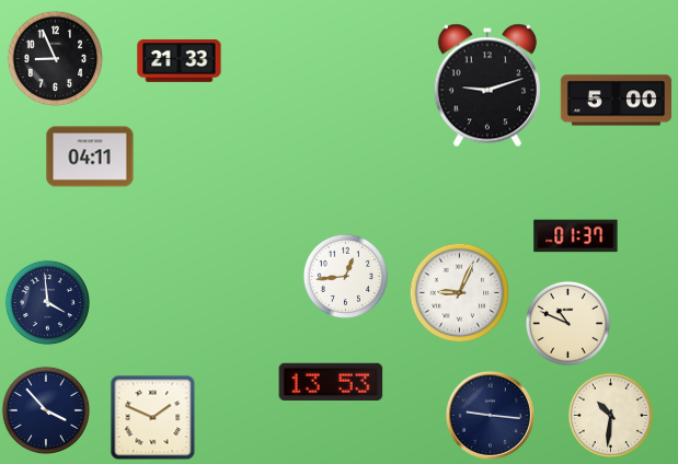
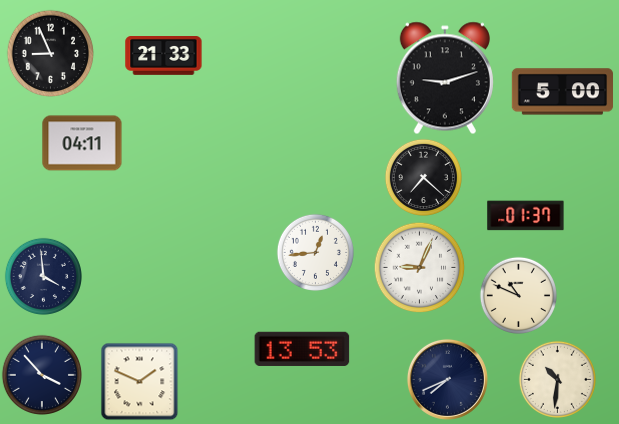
clock at (423, 177): none -> 7:22
clock at (490, 415): 9:16 -> 7:41
